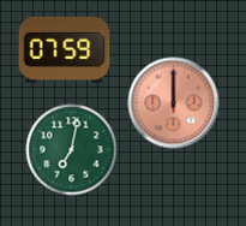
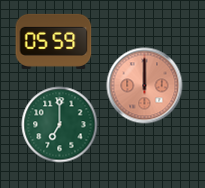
clock at (65, 49): 07:59 -> 05:59
clock at (72, 150): 7:02 -> 7:00
